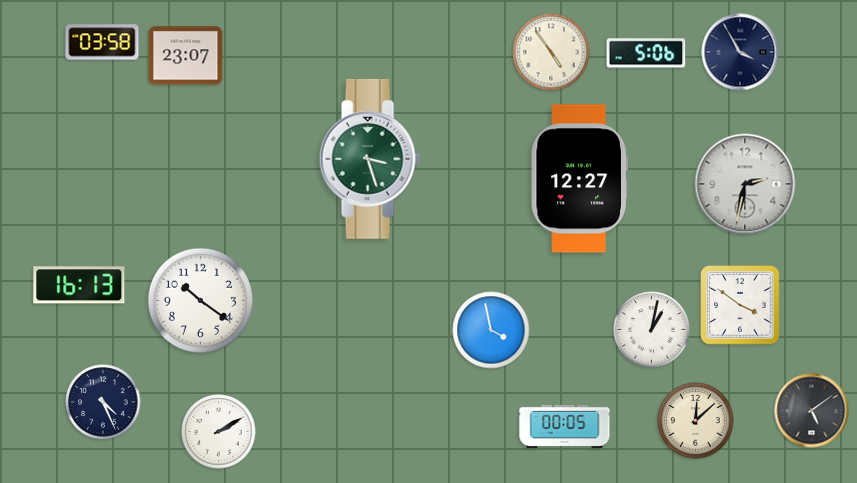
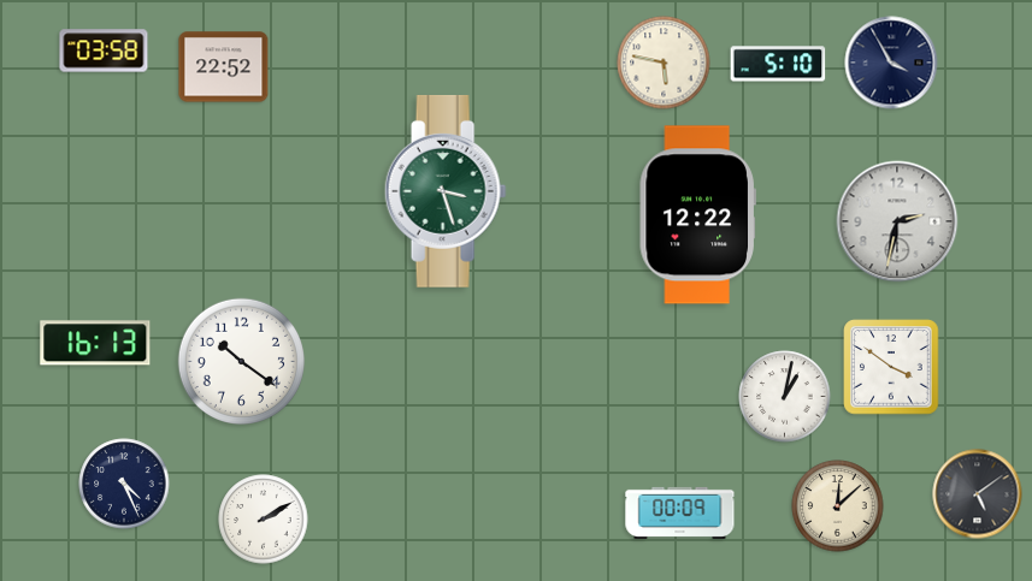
clock at (102, 42) position: (102, 42) -> (104, 51)
clock at (551, 52): 4:54 -> 5:47
clock at (646, 53): 5:06 -> 5:10
clock at (186, 56): 23:07 -> 22:52
clock at (579, 179): 12:27 -> 12:22
clock at (491, 330): 3:58 -> none
clock at (565, 426): 00:05 -> 00:09
